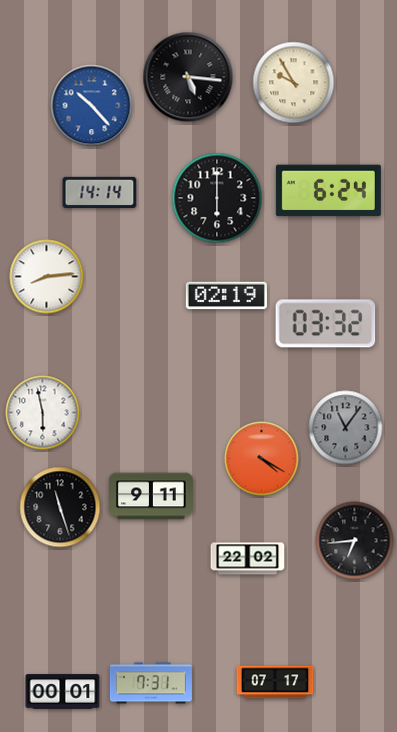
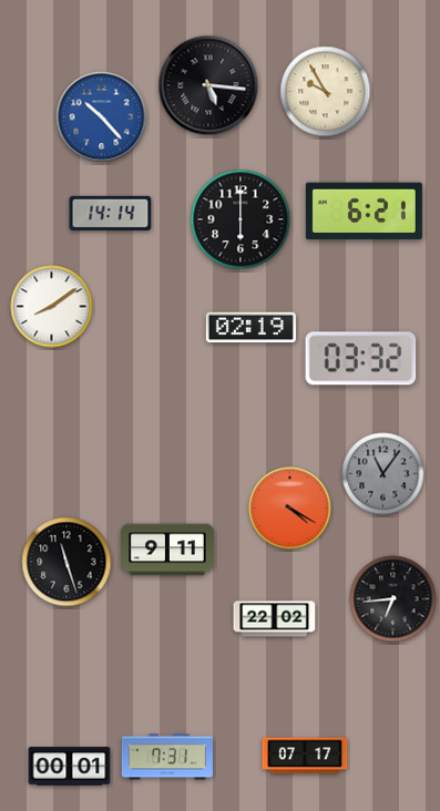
clock at (328, 191): 6:24 -> 6:21
clock at (47, 277): 8:14 -> 8:09
clock at (43, 413): 5:58 -> none
